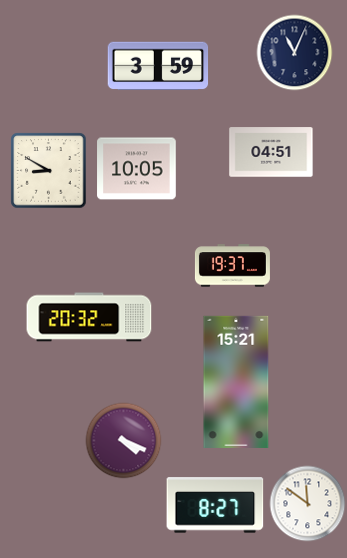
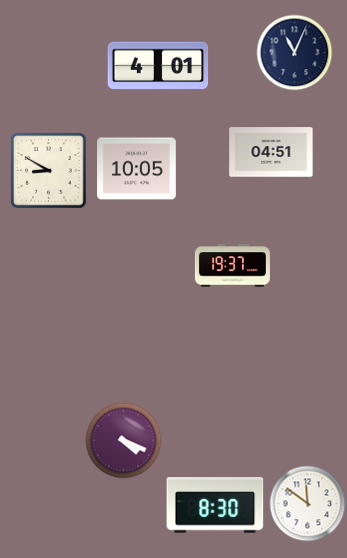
clock at (158, 66): 3:59 -> 4:01
clock at (89, 317): 20:32 -> none
clock at (236, 382): 15:21 -> none
clock at (215, 505): 8:27 -> 8:30
